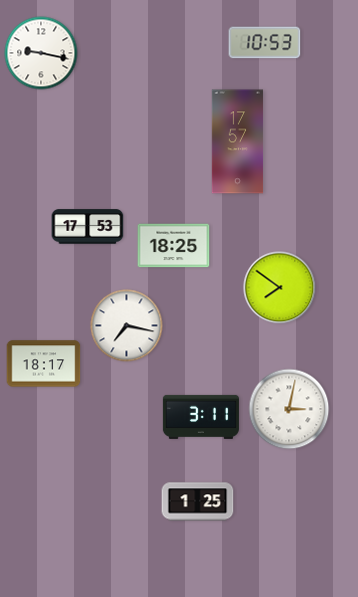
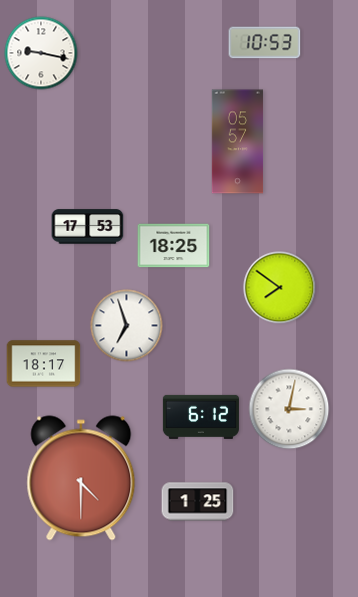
clock at (238, 142): 17:57 -> 05:57
clock at (127, 326): 7:17 -> 6:57
clock at (201, 417): 3:11 -> 6:12
clock at (81, 478): none -> 4:30
